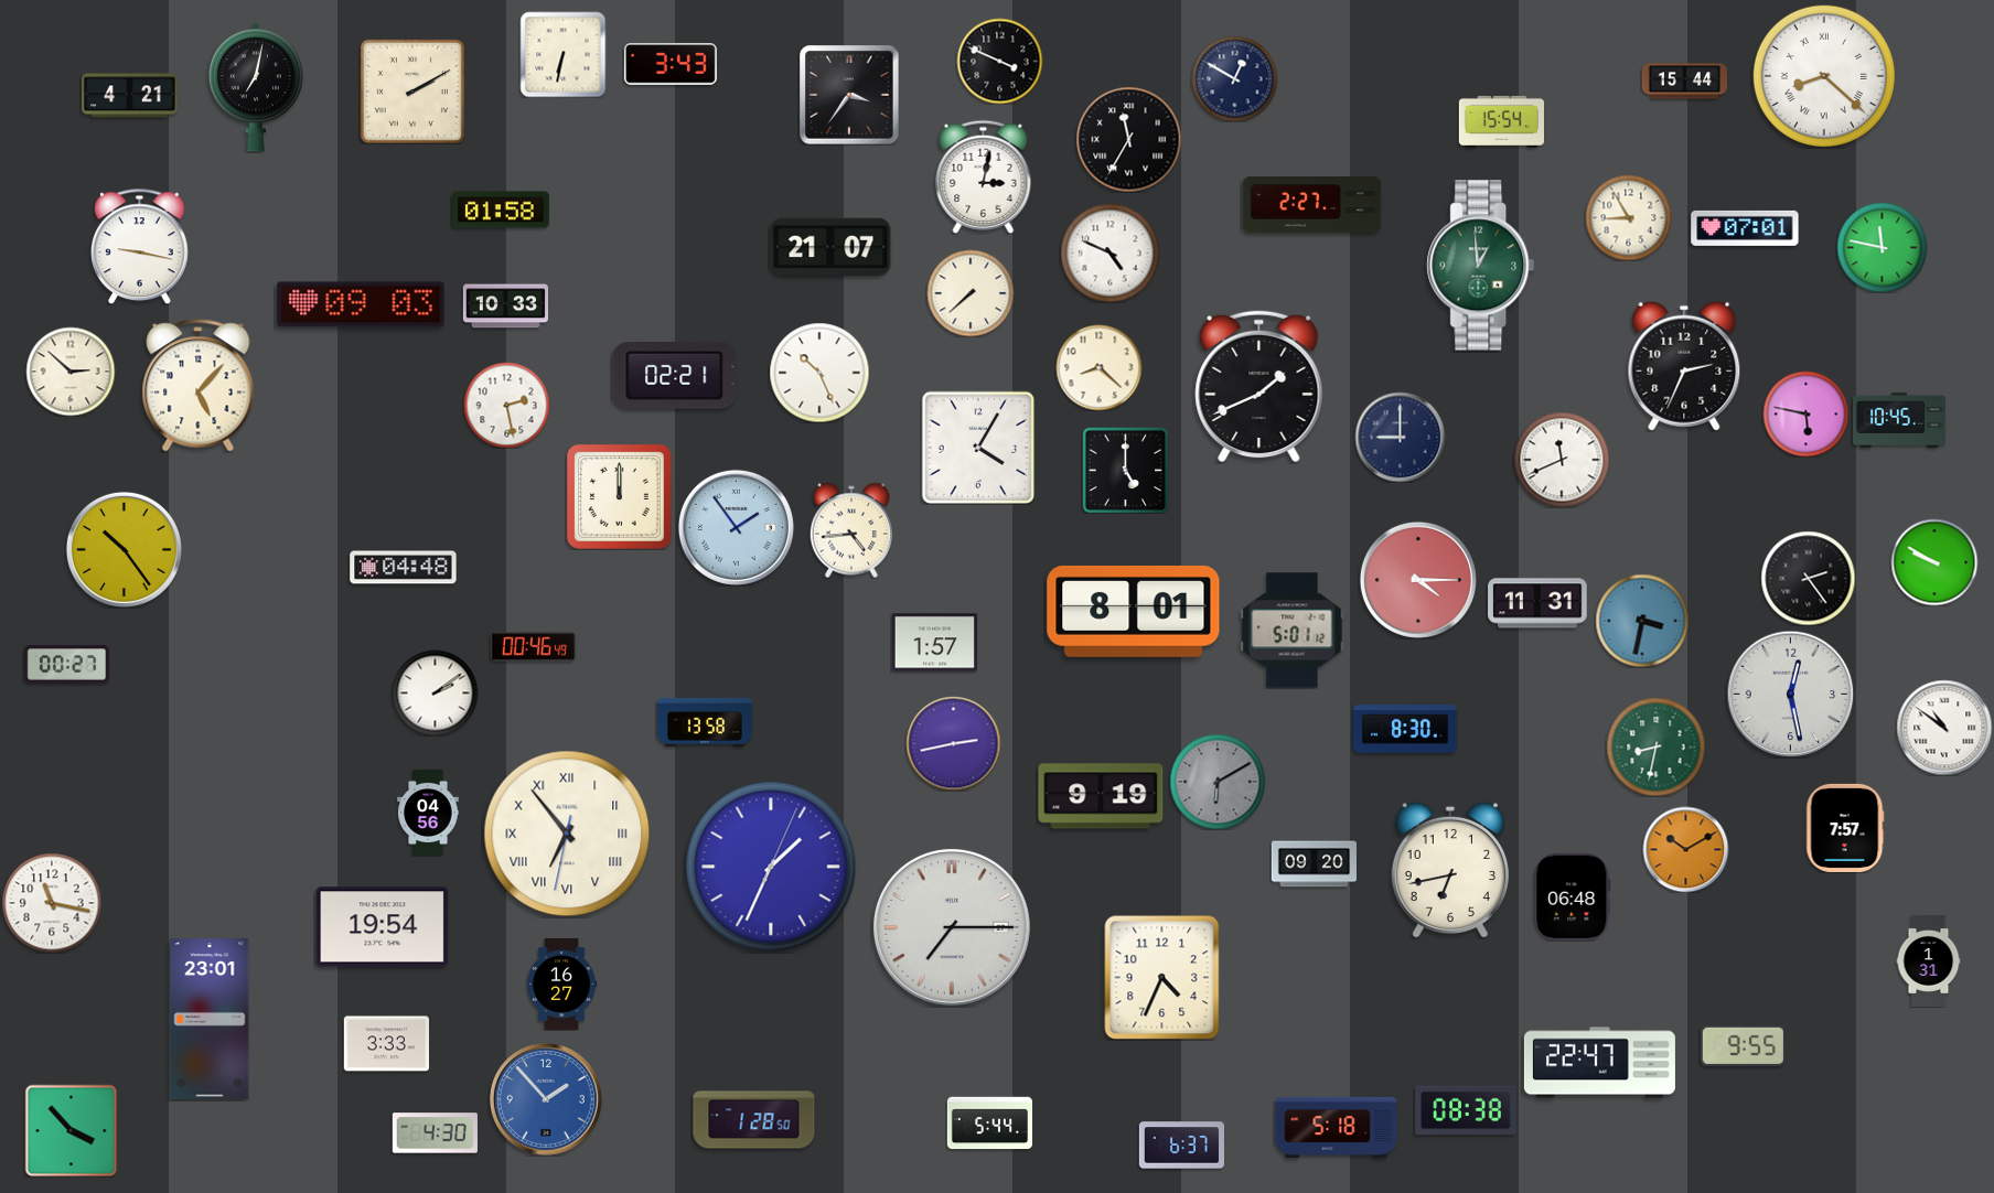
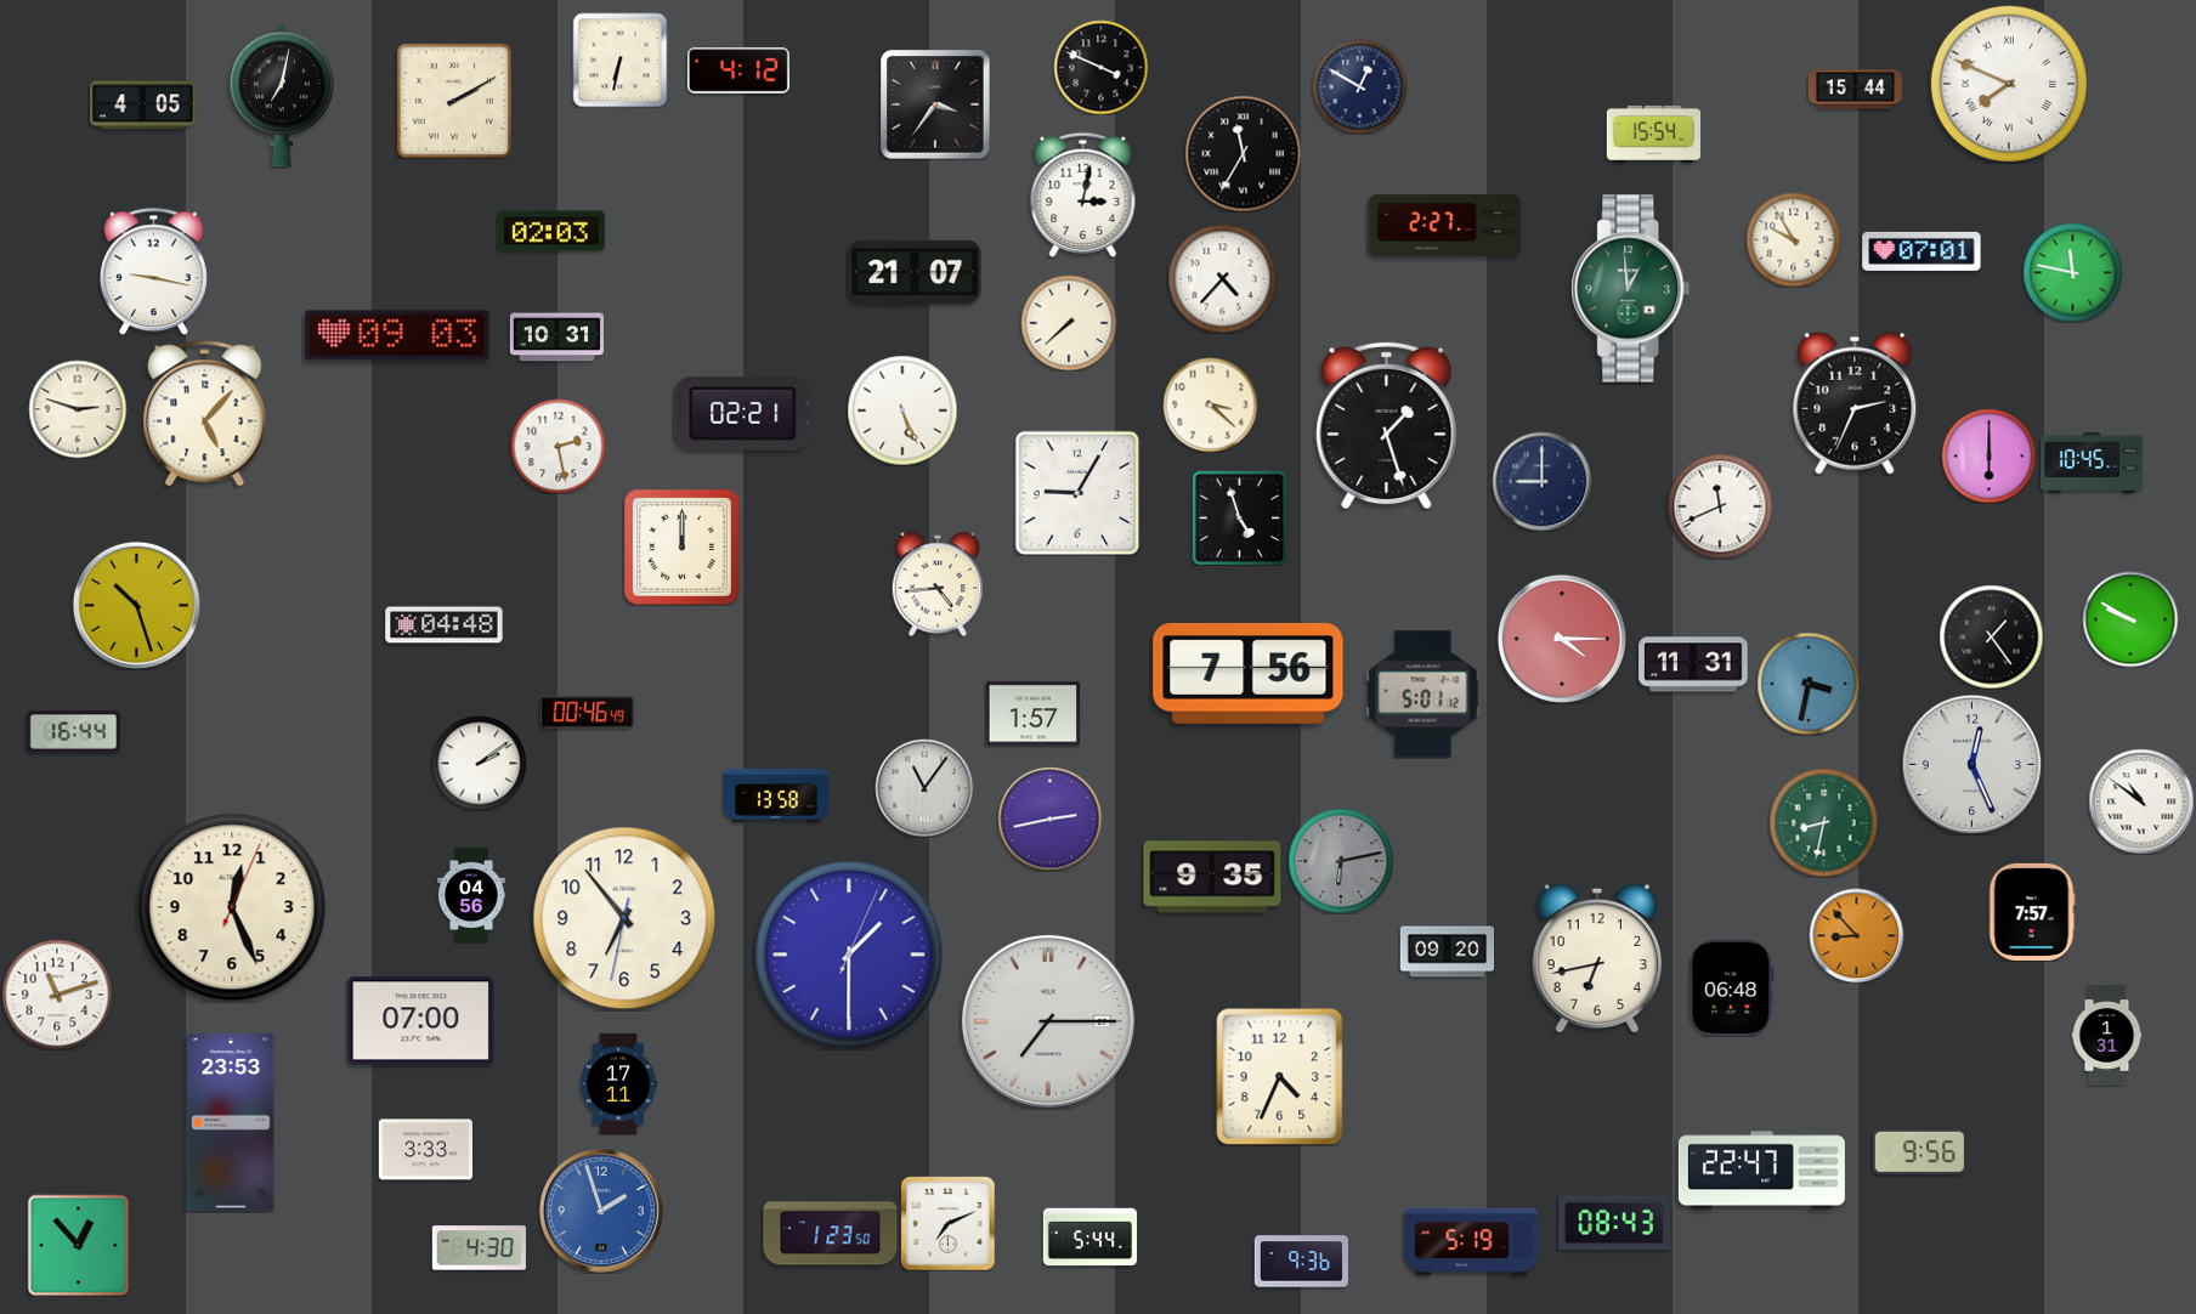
clock at (671, 65): 3:43 -> 4:12
clock at (1823, 75): 8:22 -> 7:49
clock at (130, 96): 4:21 -> 4:05
clock at (502, 209): 01:58 -> 02:03
clock at (1628, 217): 8:55 -> 9:55
clock at (1109, 252): 4:49 -> 4:37
clock at (1481, 266) position: (1481, 266) -> (1631, 289)
clock at (505, 307): 10:33 -> 10:31
clock at (1098, 367): 8:22 -> 3:22
clock at (71, 372): 2:52 -> 2:48
clock at (819, 373): 10:26 -> 5:26
clock at (199, 386) position: (199, 386) -> (205, 414)
clock at (1259, 387): 1:41 -> 1:27
clock at (1805, 413): 5:47 -> 6:00
clock at (978, 448): 4:05 -> 9:05
clock at (1125, 470): 5:00 -> 4:57
clock at (736, 527): 1:54 -> none
clock at (124, 549): 10:24 -> 10:27
clock at (1808, 578): 2:24 -> 1:24
clock at (1134, 611): 8:01 -> 7:56
clock at (934, 643) position: (934, 643) -> (1032, 714)
clock at (66, 665): 00:27 -> 16:44
clock at (1790, 694): 12:28 -> 12:26
clock at (924, 788): none -> 11:06
clock at (1405, 729): 8:30 -> none
clock at (1218, 782): 6:10 -> 6:13
clock at (1101, 796): 9:19 -> 9:35
clock at (232, 907): none -> 12:26
clock at (567, 834) numerals: Roman -> Arabic
clock at (1685, 849): 10:10 -> 8:53
clock at (771, 867): 1:34 -> 1:30
clock at (52, 903): 11:17 -> 11:12
clock at (383, 927): 19:54 -> 07:00
clock at (1929, 960) position: (1929, 960) -> (2107, 1035)
clock at (561, 984): 16:27 -> 17:11
clock at (210, 1019): 23:01 -> 23:53
clock at (1743, 1045): 9:55 -> 9:56
clock at (546, 1099): 1:53 -> 1:57
clock at (947, 1223): none -> 7:11
clock at (1466, 1110): 08:38 -> 08:43
clock at (754, 1120): 1:28 -> 1:23
clock at (1337, 1127): 5:18 -> 5:19
clock at (71, 1130): 3:53 -> 12:53
clock at (1181, 1146): 6:37 -> 9:36
